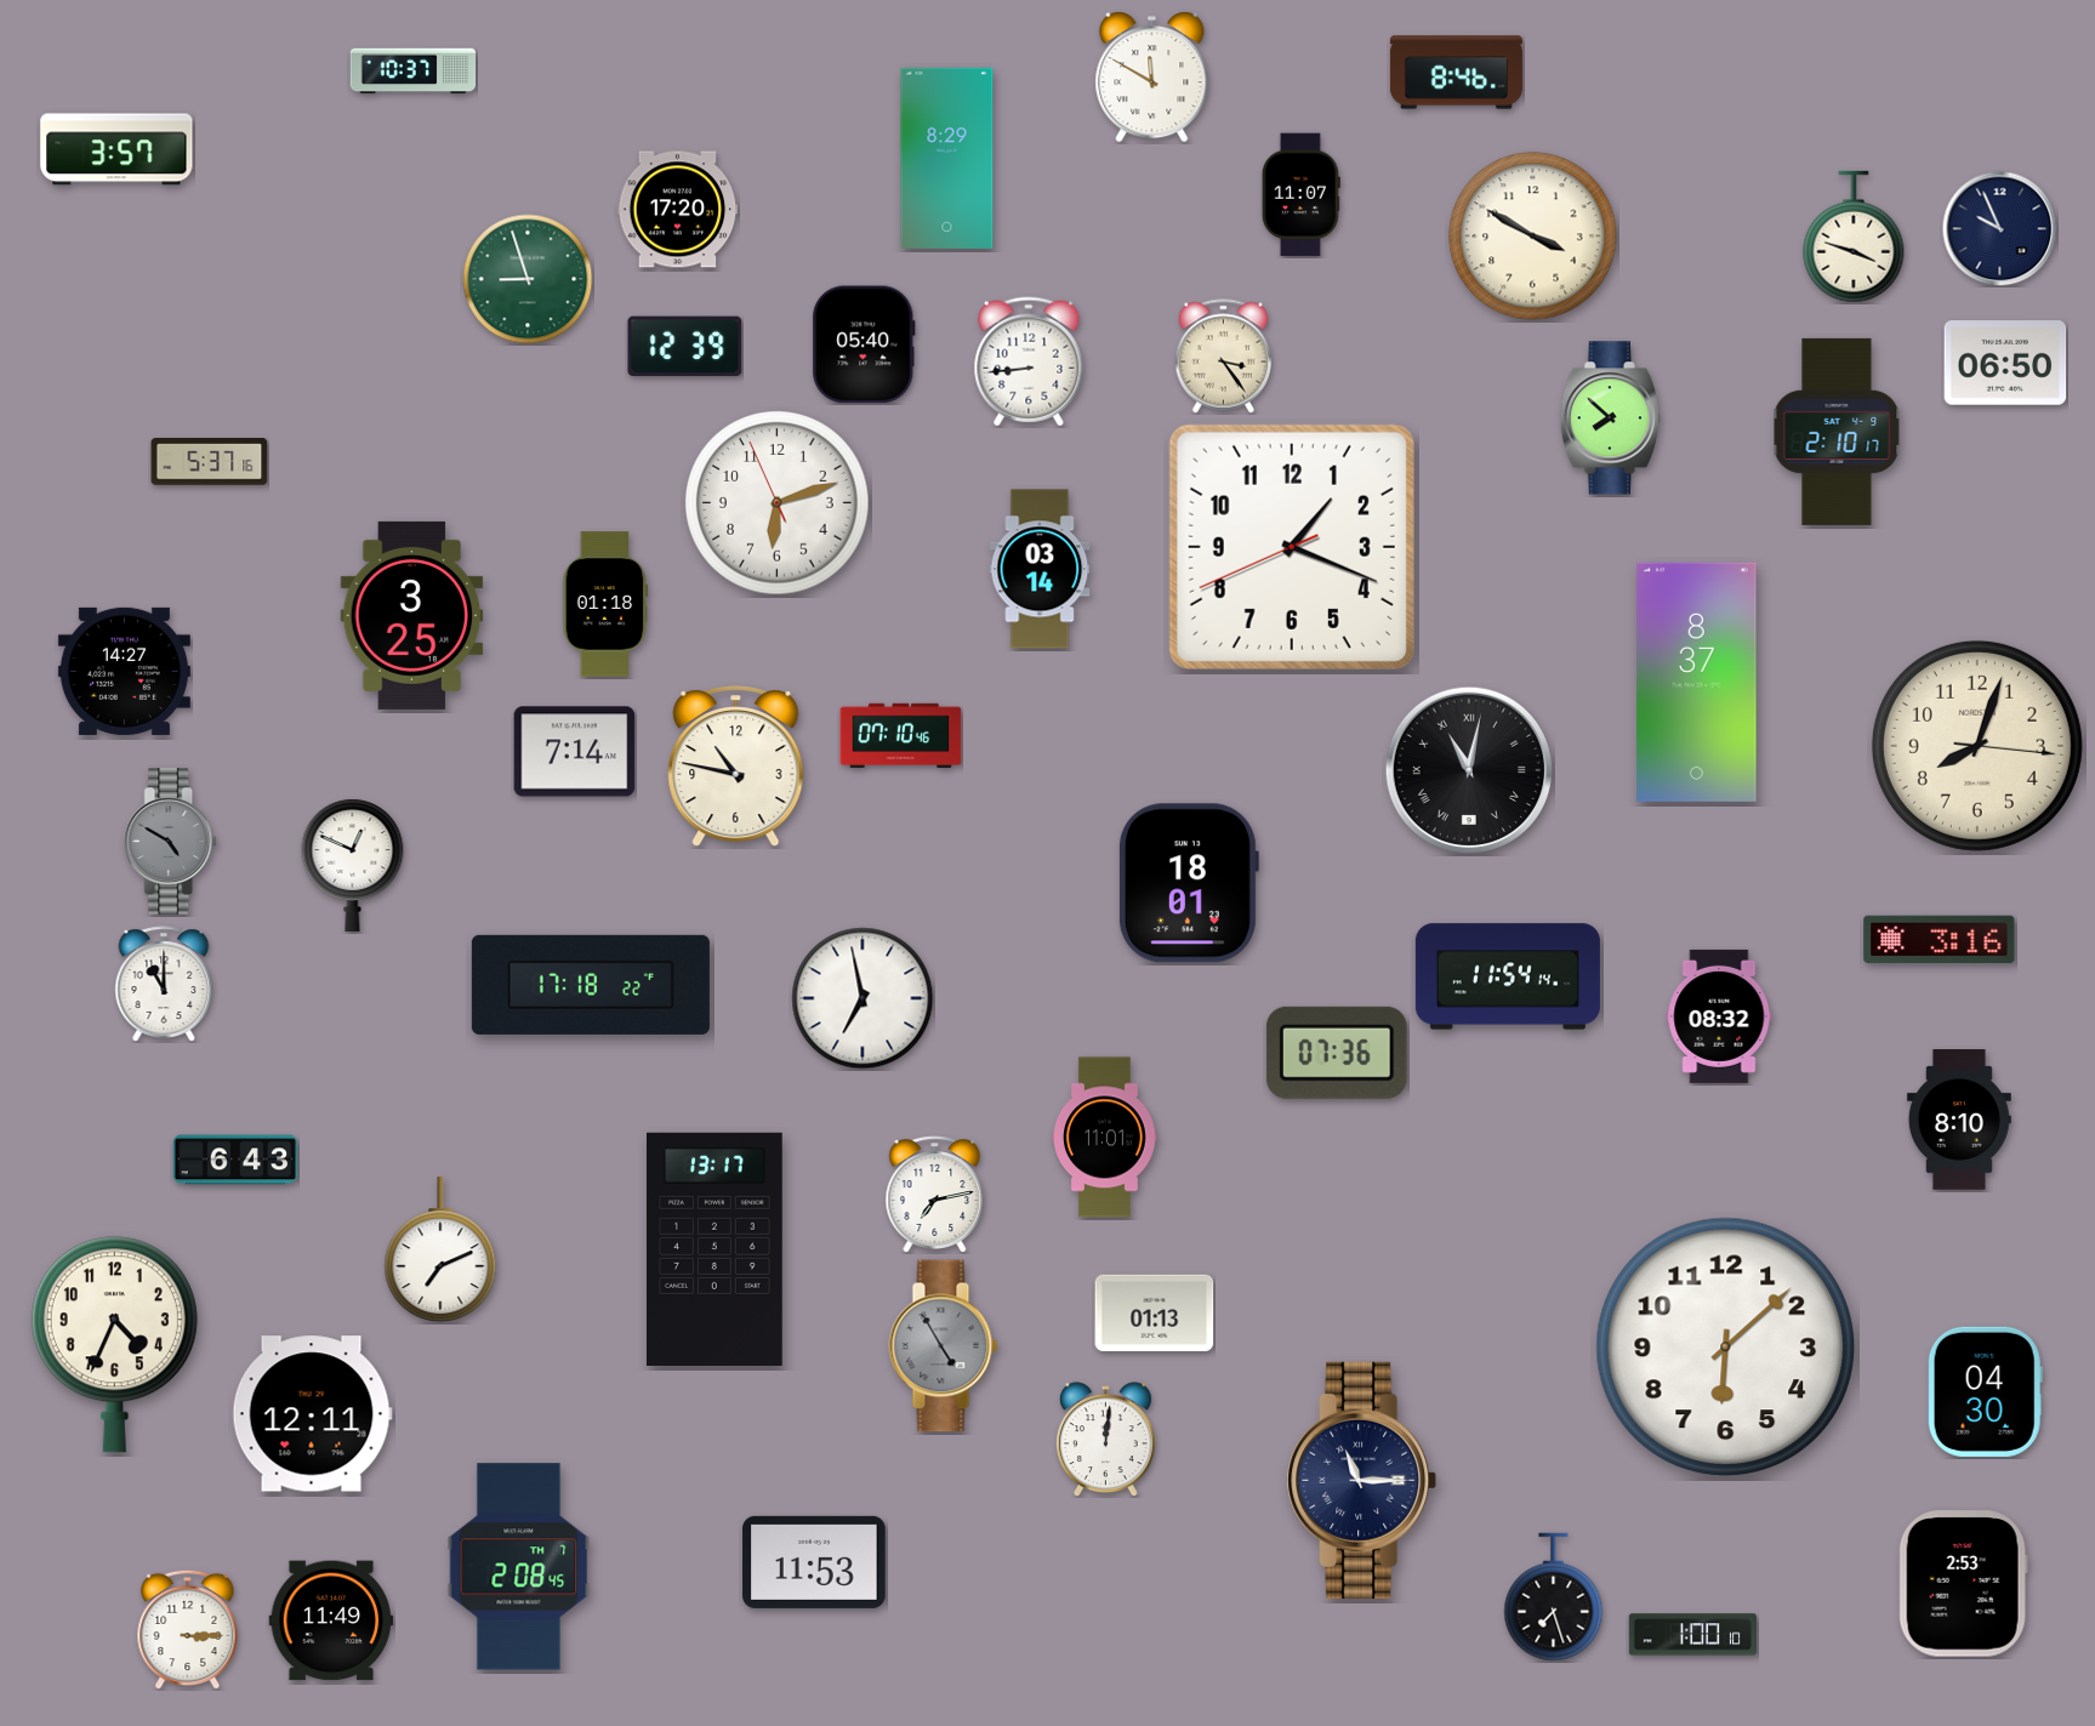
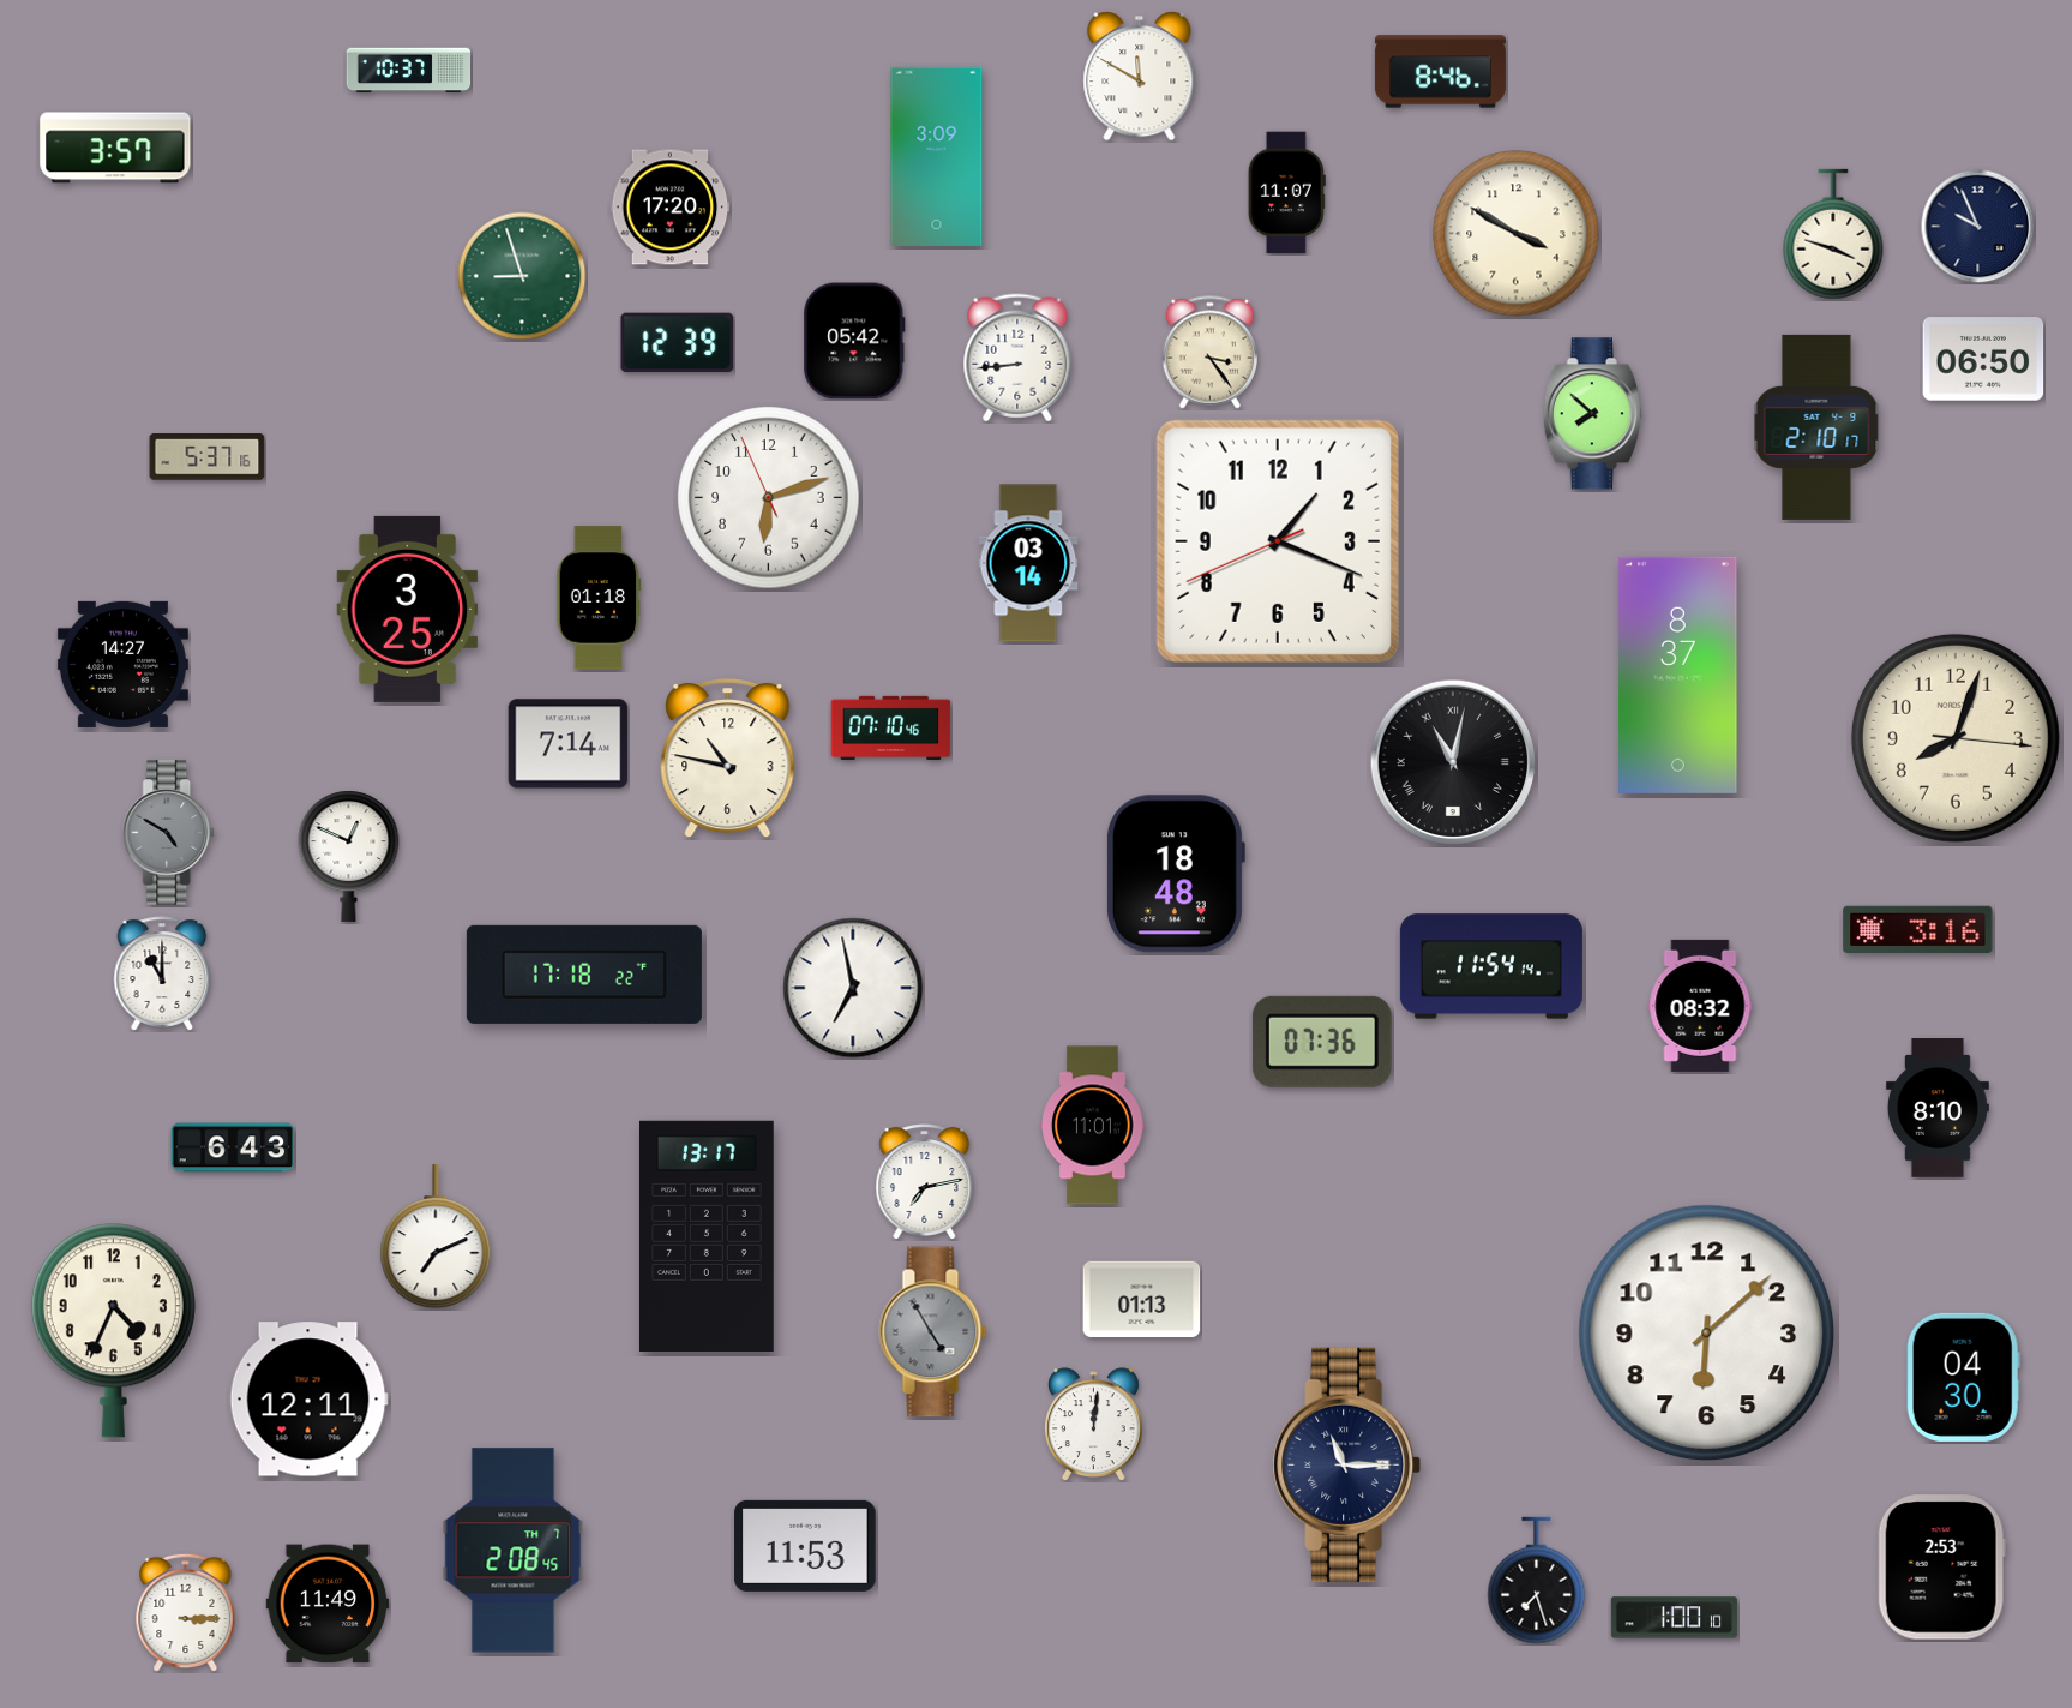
clock at (947, 158): 8:29 -> 3:09
clock at (864, 344): 05:40 -> 05:42
clock at (1188, 883): 18:01 -> 18:48
